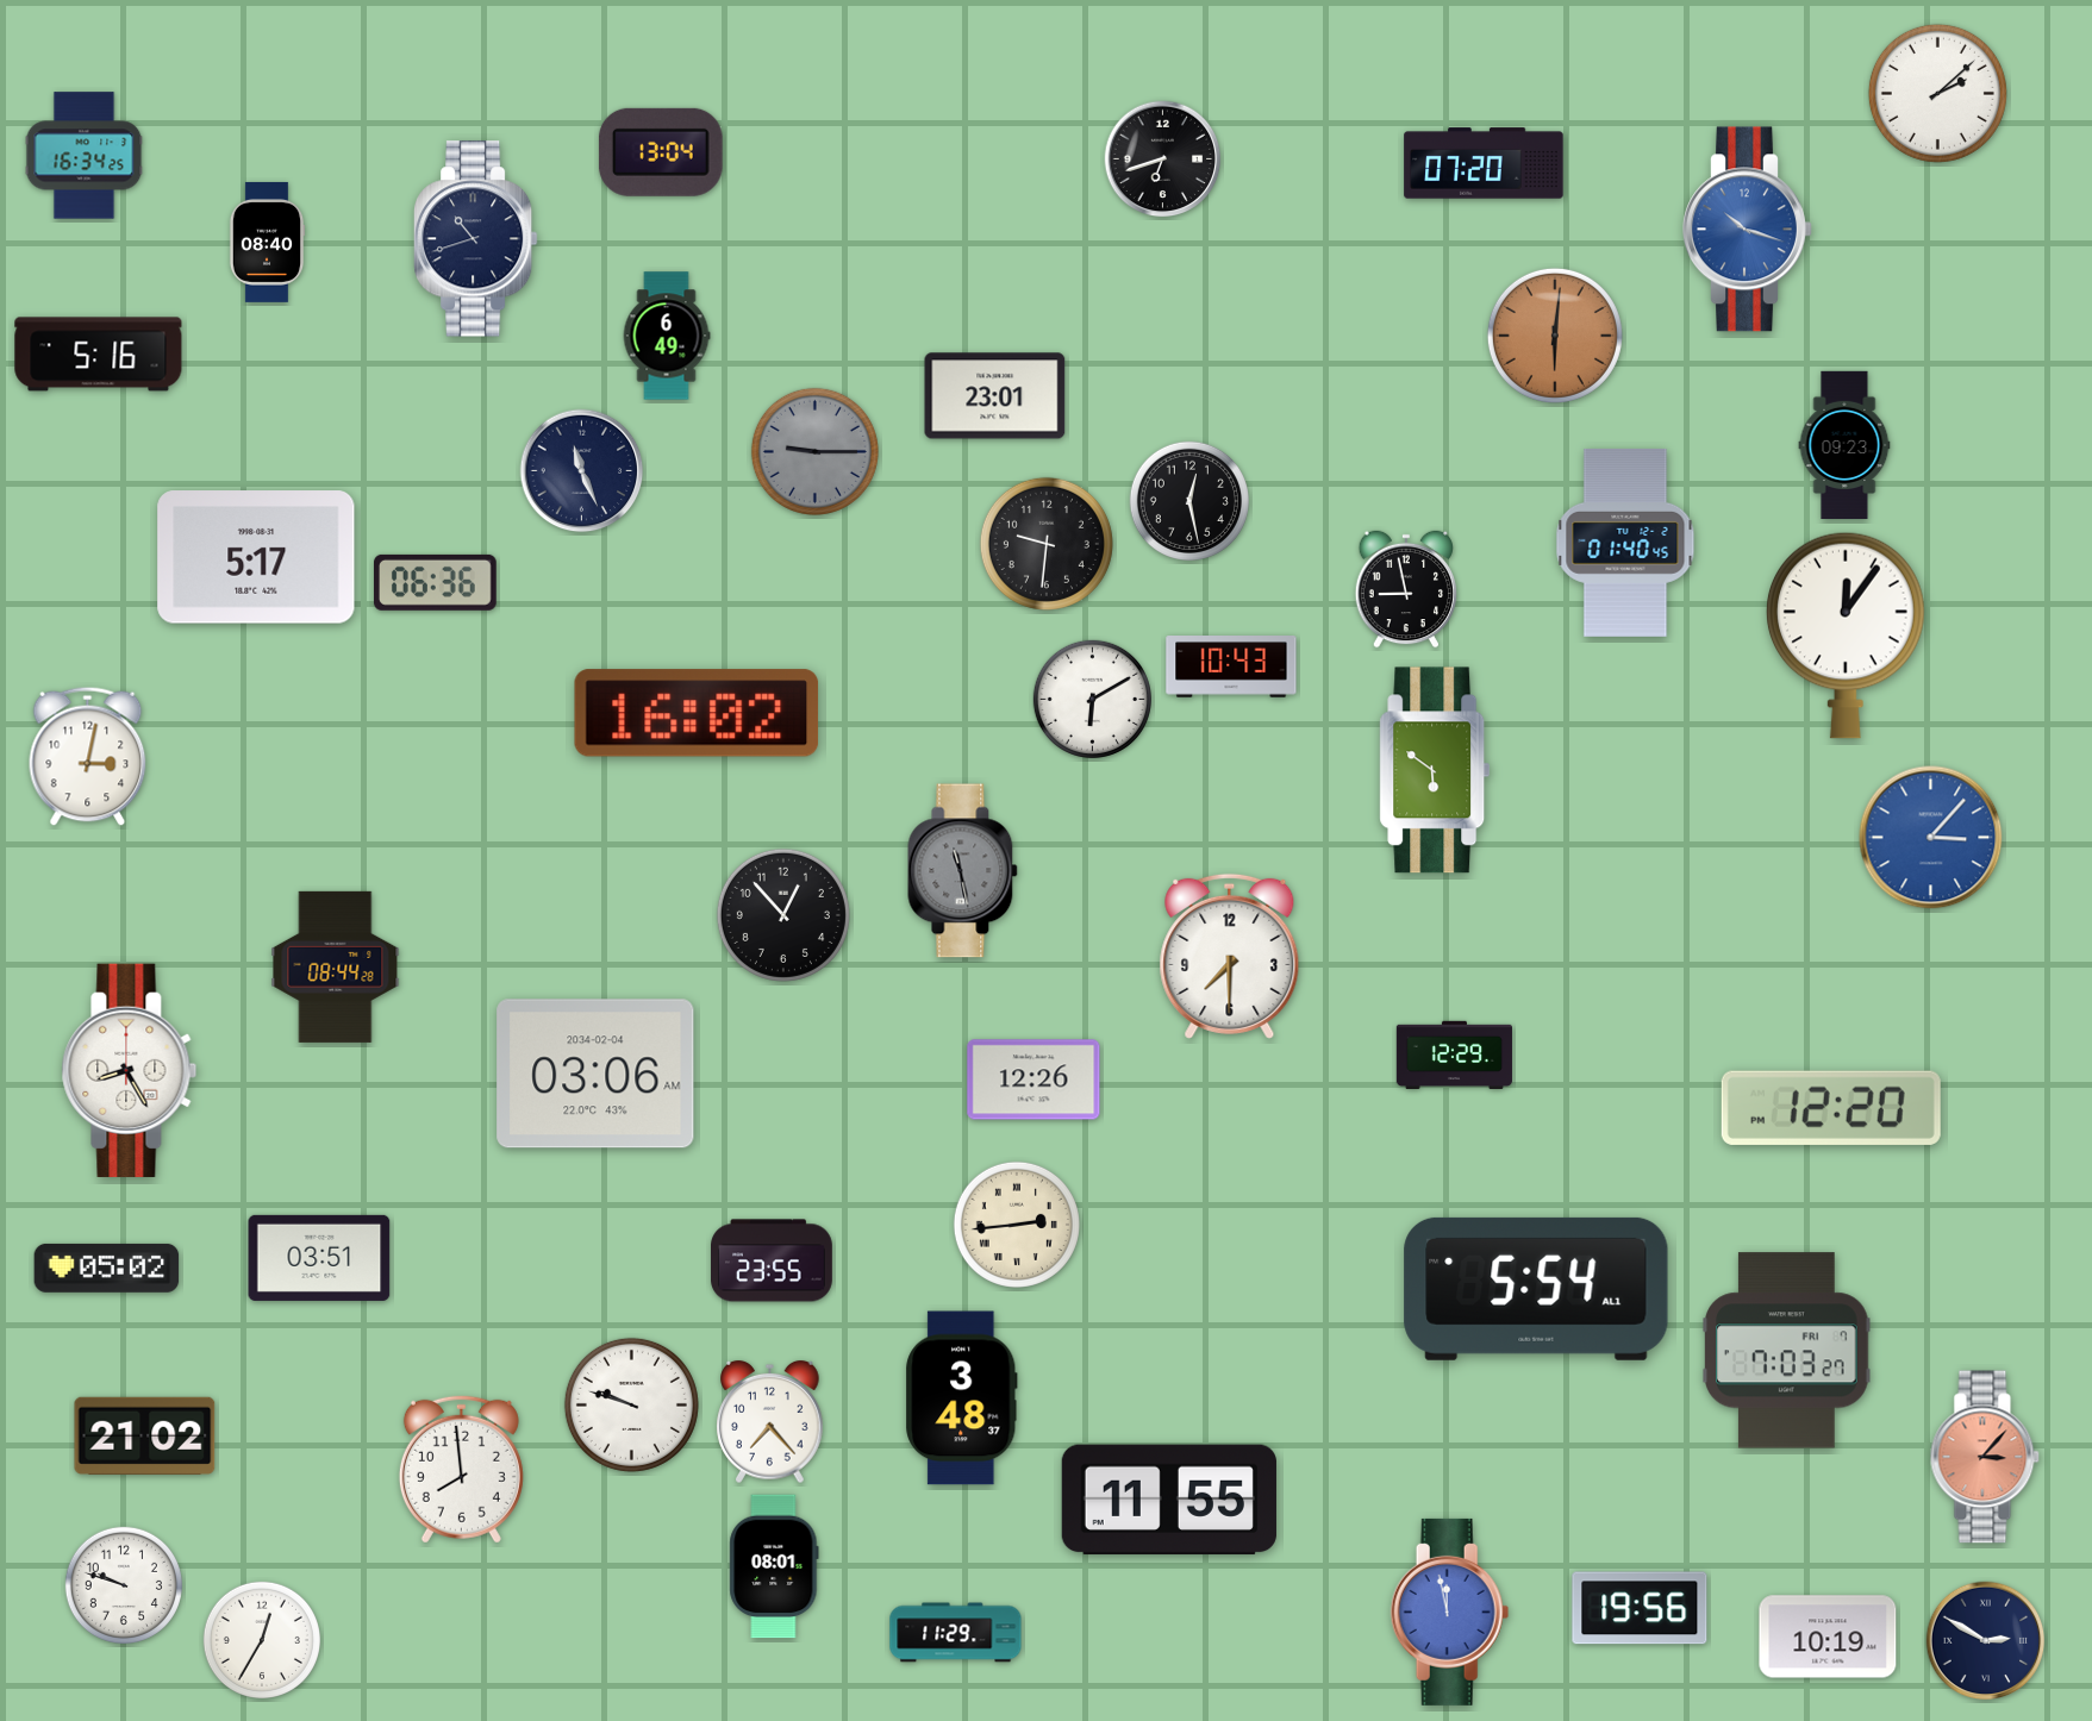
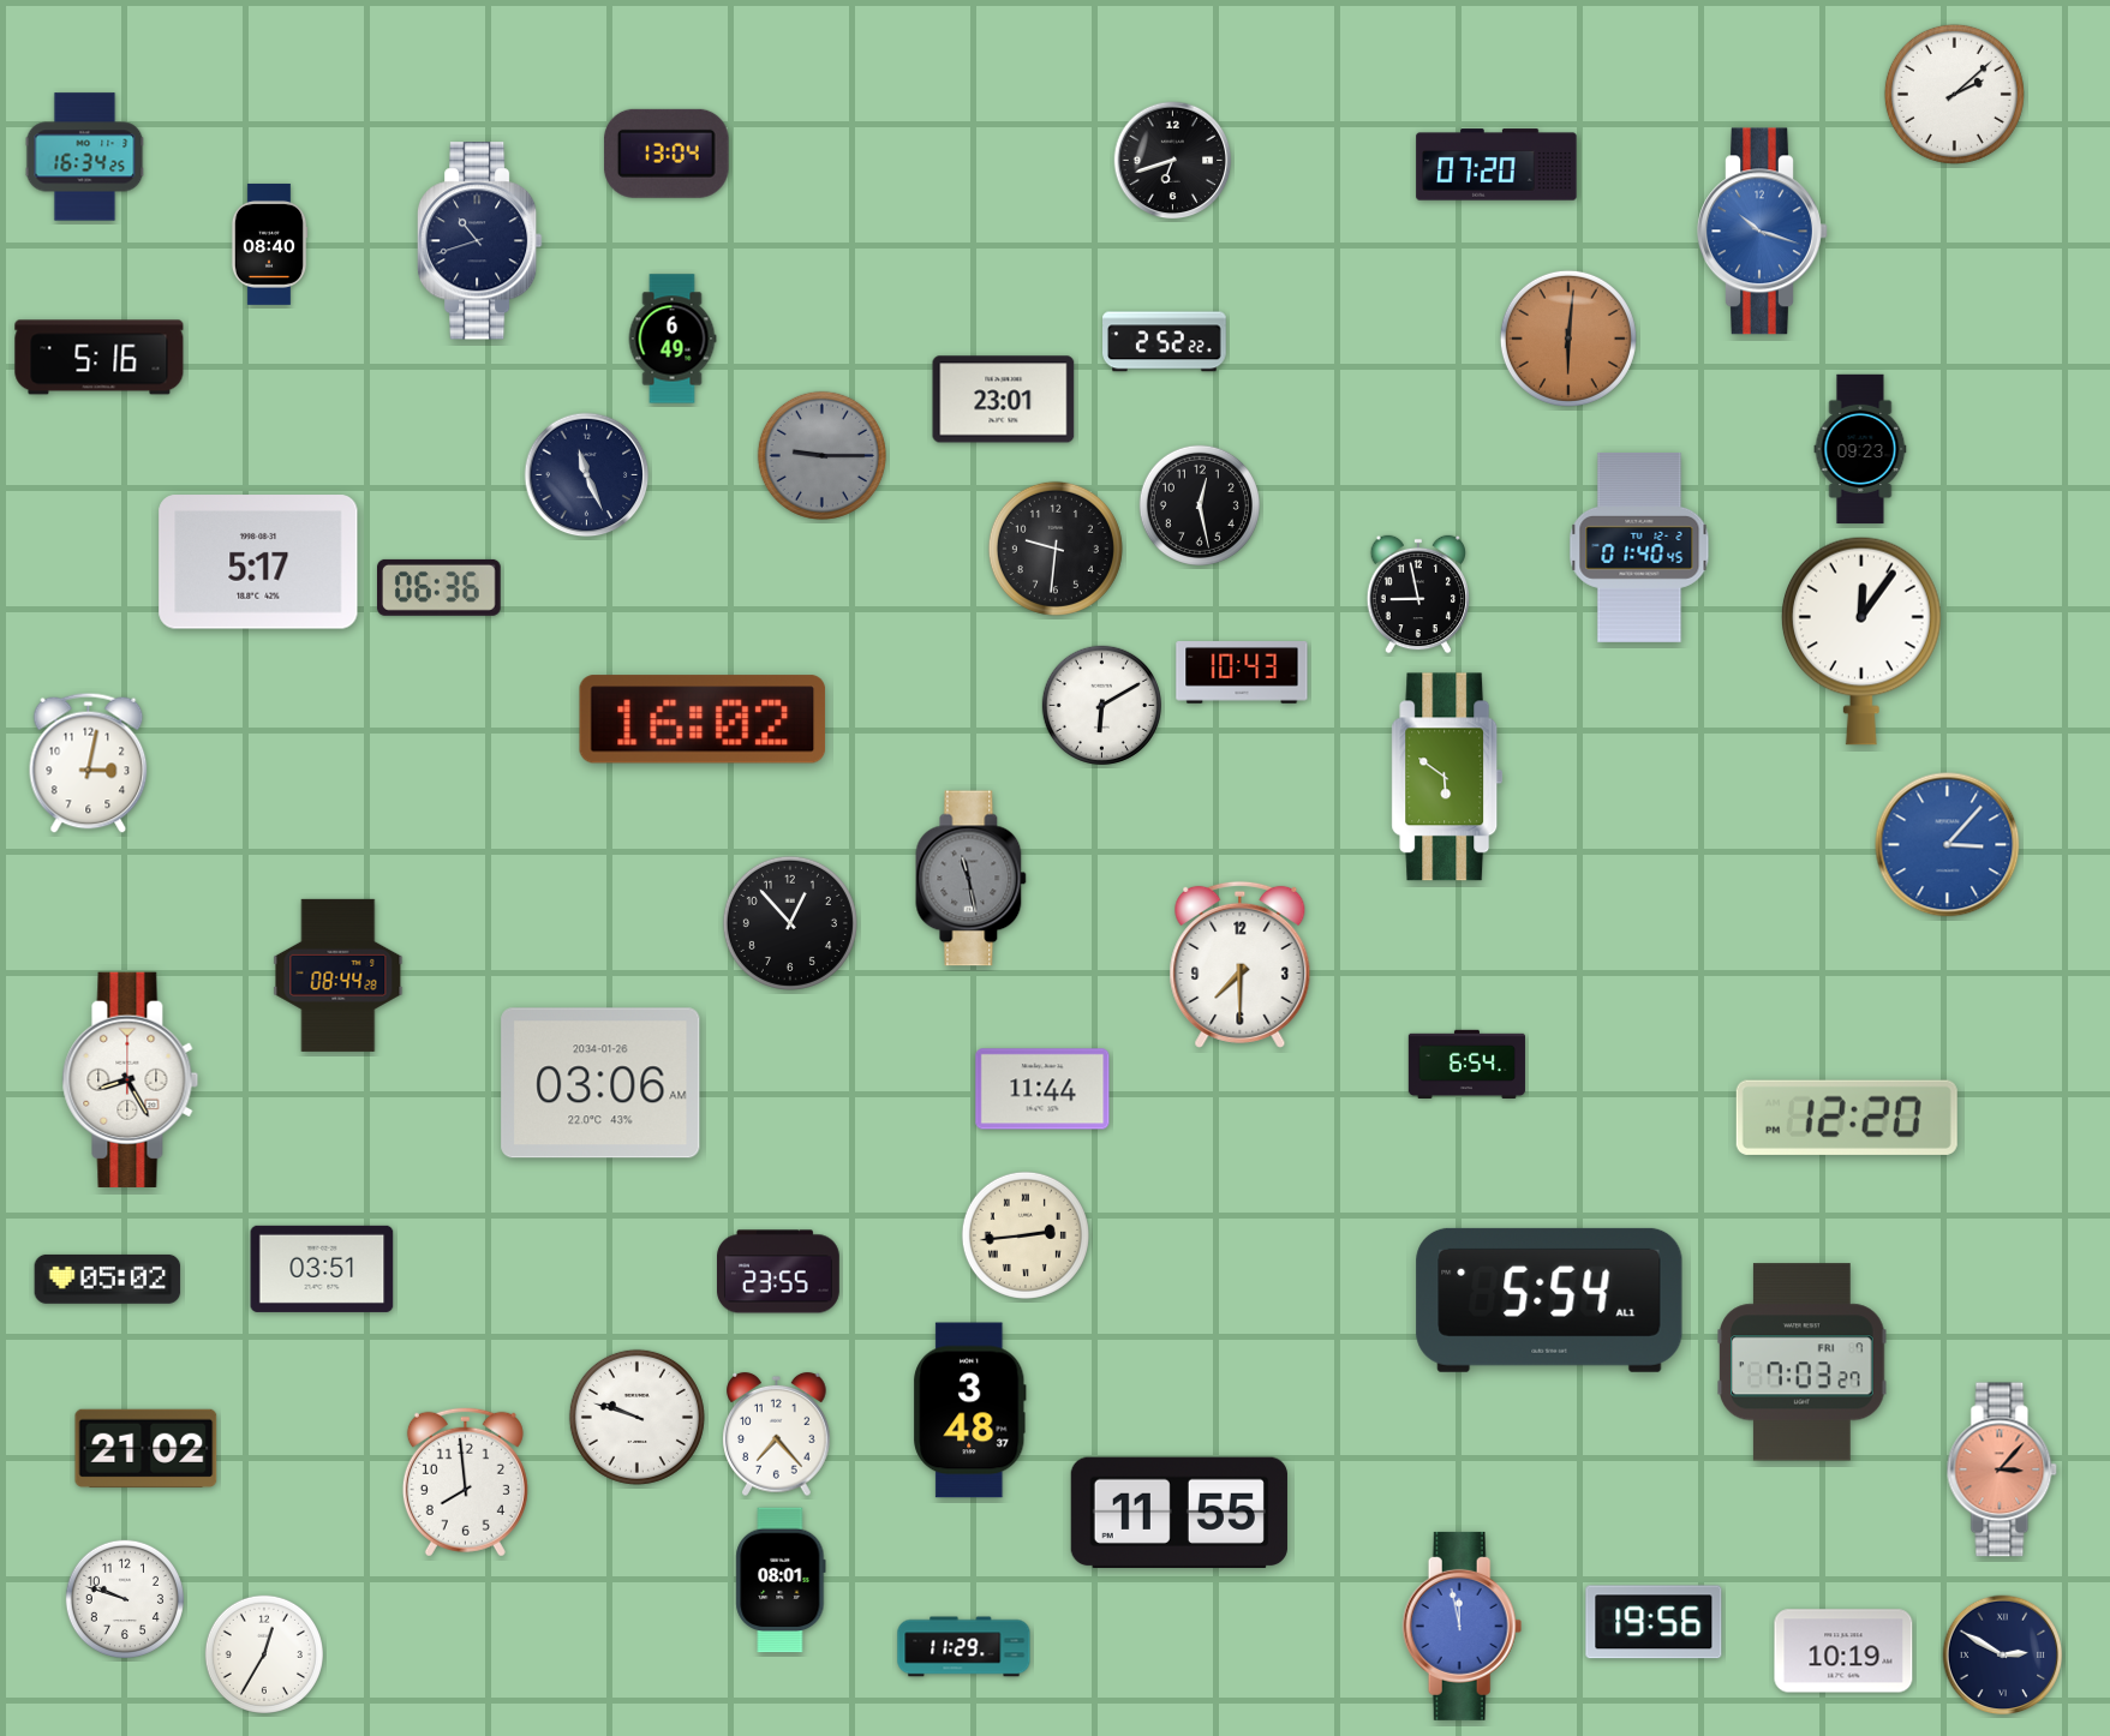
clock at (1165, 342): none -> 2:52
clock at (1454, 1054): 12:29 -> 6:54
clock at (595, 1074) date: 2034-02-04 -> 2034-01-26
clock at (1033, 1079): 12:26 -> 11:44
